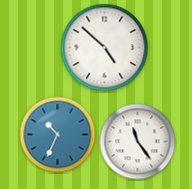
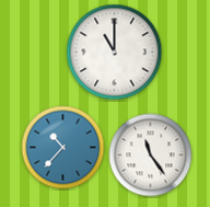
clock at (105, 48): 4:52 -> 11:00
clock at (58, 135): 10:34 -> 10:37
